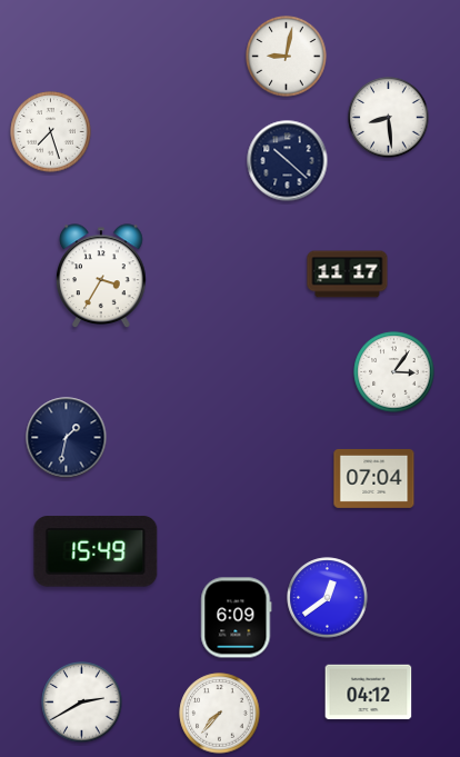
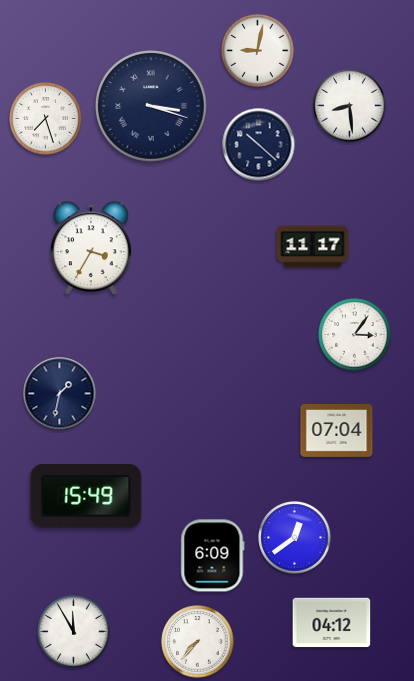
clock at (152, 107): none -> 3:18
clock at (82, 703): 2:40 -> 11:55
